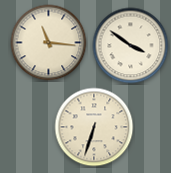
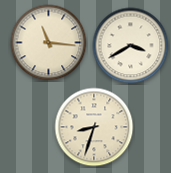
clock at (131, 46): 3:51 -> 3:40
clock at (94, 127): 6:33 -> 8:33
